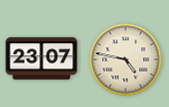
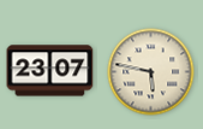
clock at (126, 60): 4:47 -> 5:47
